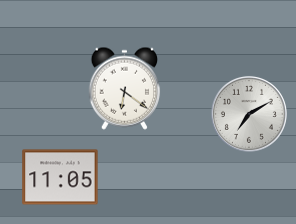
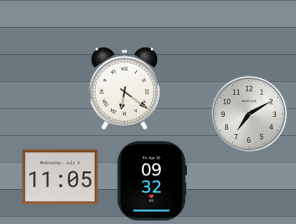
clock at (152, 181): none -> 09:32
